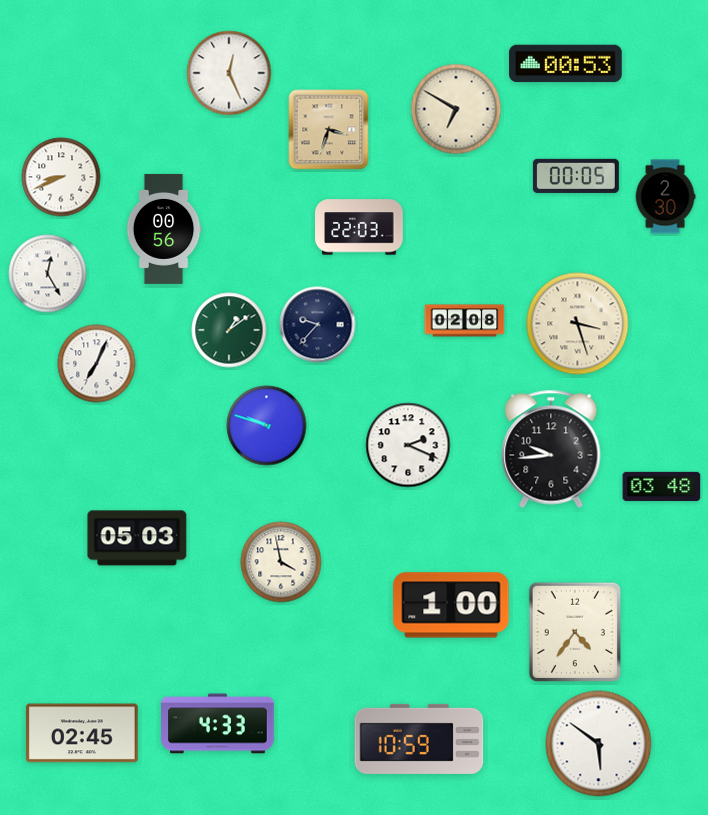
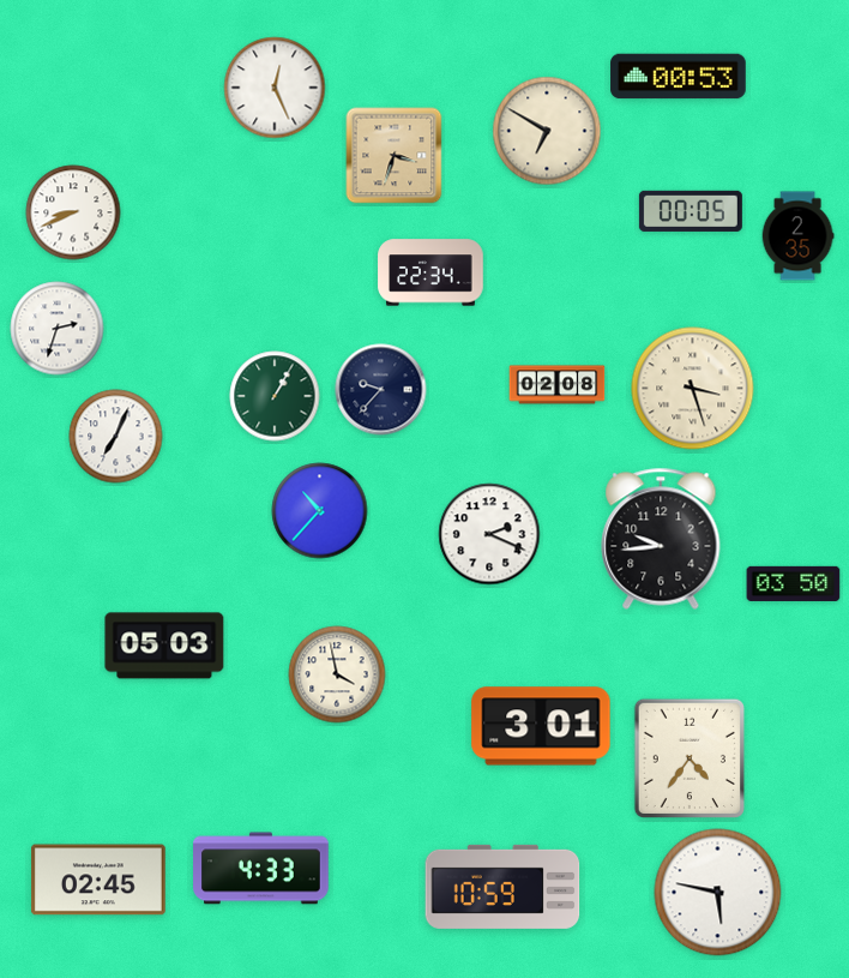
clock at (665, 197): 2:30 -> 2:35
clock at (359, 227): 22:03 -> 22:34
clock at (164, 229): 00:56 -> none
clock at (48, 274): 12:25 -> 2:33
clock at (229, 330): 1:09 -> 1:05
clock at (267, 426): 9:48 -> 10:37
clock at (662, 486): 03:48 -> 03:50
clock at (451, 605): 1:00 -> 3:01
clock at (599, 744): 5:51 -> 5:47
